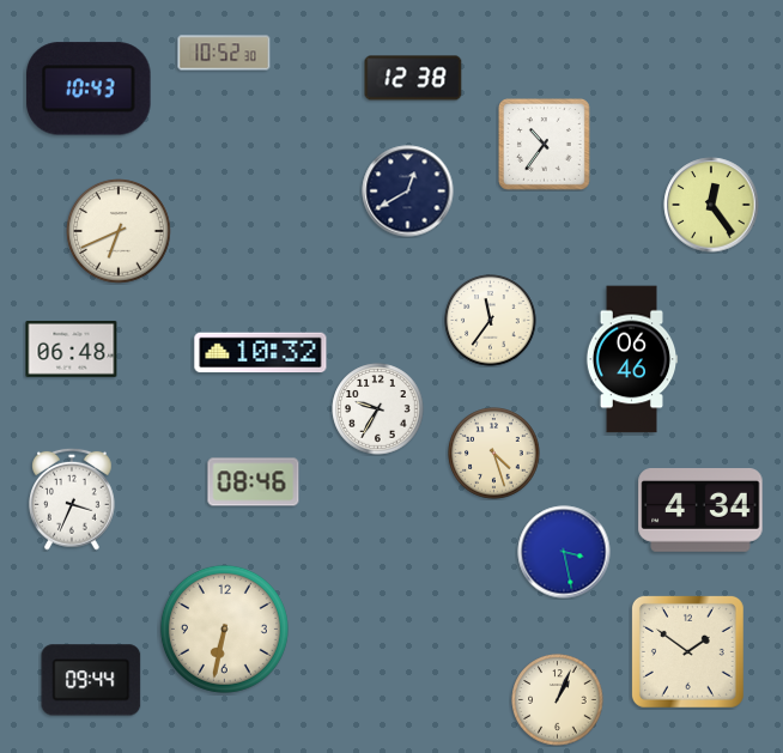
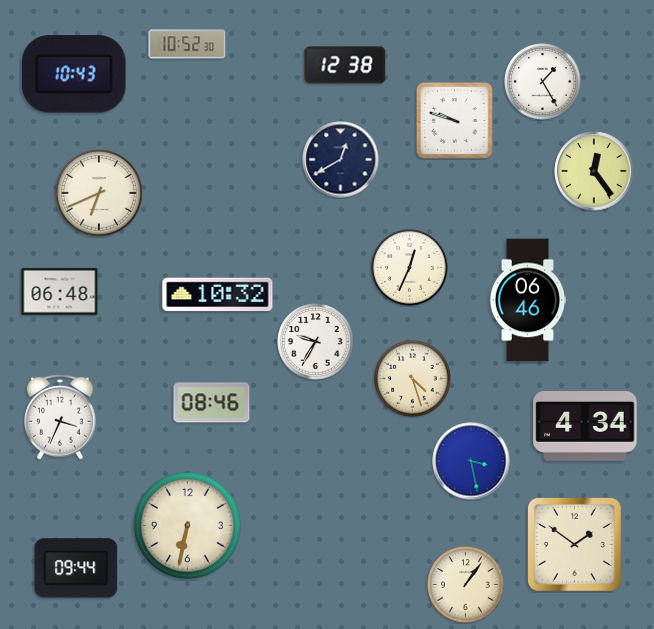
clock at (543, 82): none -> 1:25
clock at (545, 145): 10:36 -> 9:48
clock at (491, 321): 11:36 -> 12:34
clock at (558, 700): 1:04 -> 1:06
